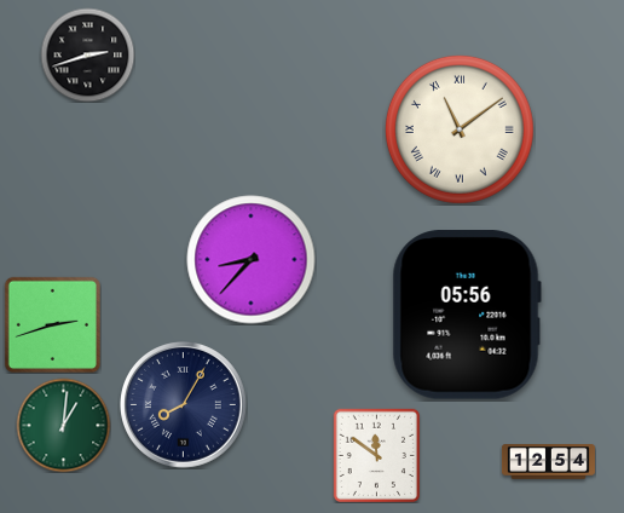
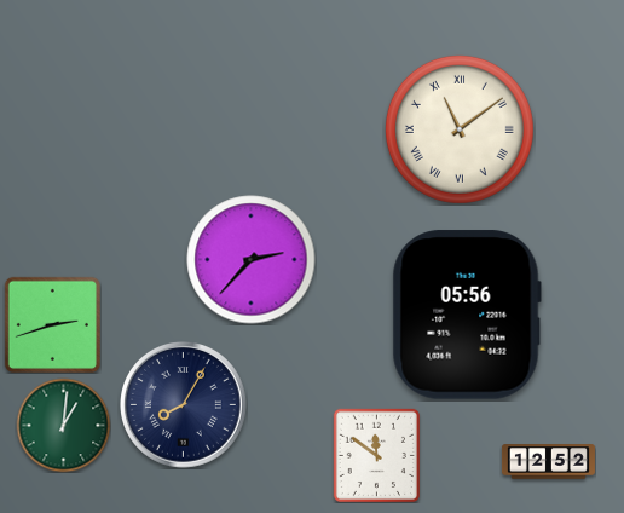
clock at (87, 54): 2:42 -> none
clock at (252, 260): 8:37 -> 2:37
clock at (548, 462): 12:54 -> 12:52
